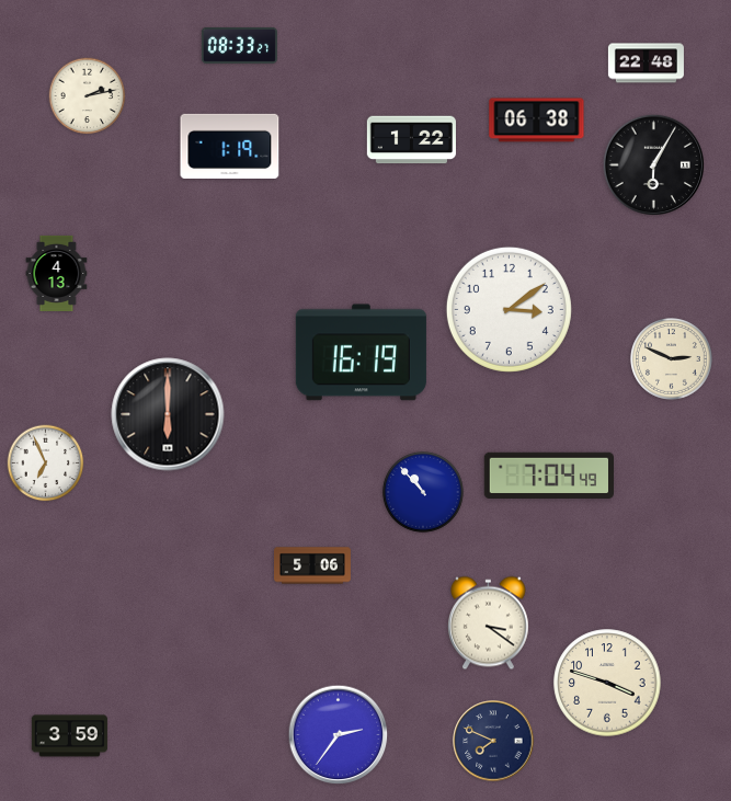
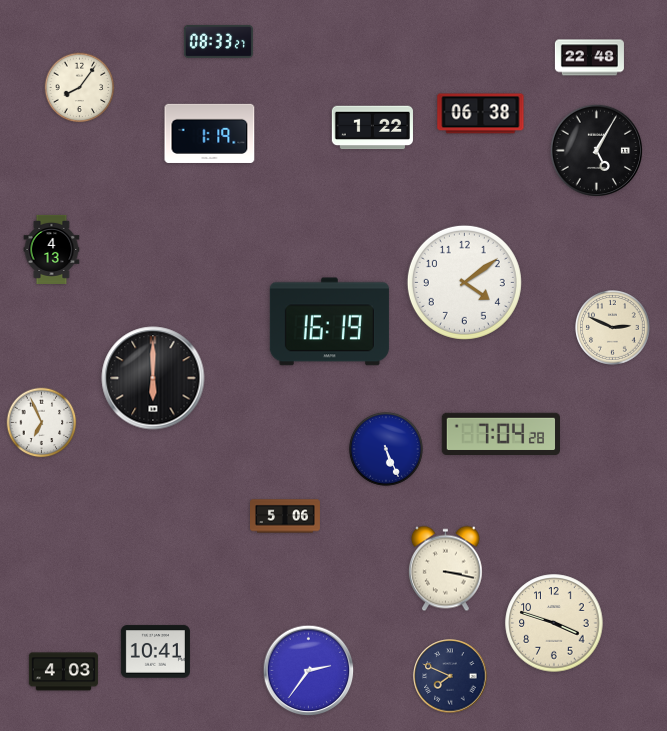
clock at (88, 96): 2:13 -> 8:06
clock at (537, 121) position: (537, 121) -> (481, 114)
clock at (411, 140) position: (411, 140) -> (372, 128)
clock at (654, 165): 6:05 -> 5:05
clock at (509, 309): 3:09 -> 4:09
clock at (549, 474): 7:04:49 -> 7:04:28
clock at (423, 492): 10:53 -> 5:26
clock at (488, 623): 3:21 -> 3:17
clock at (155, 652): none -> 10:41
clock at (69, 736): 3:59 -> 4:03
